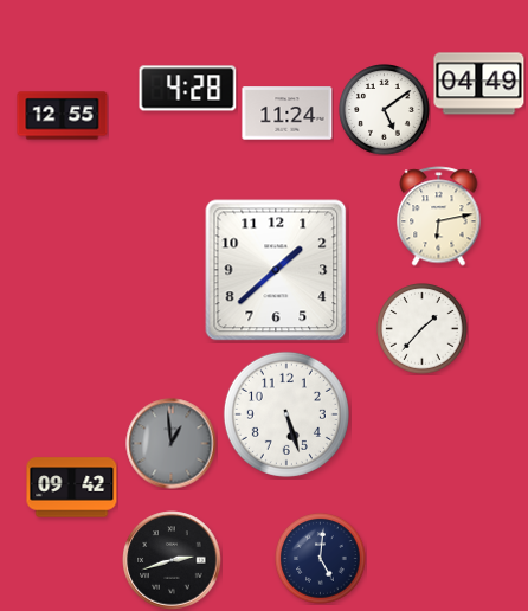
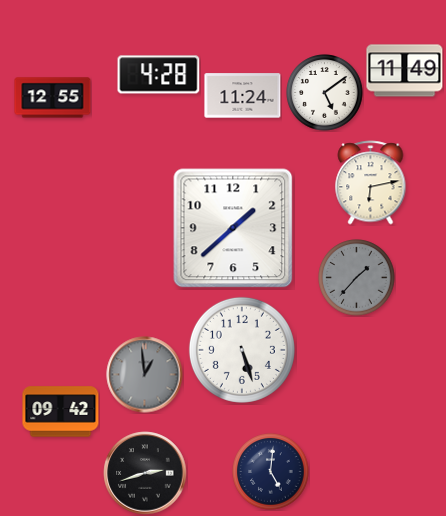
clock at (479, 84): 04:49 -> 11:49
clock at (423, 329) dial: white -> grey
